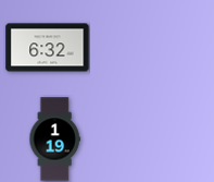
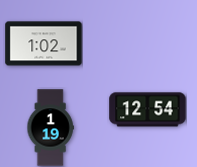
clock at (48, 48): 6:32 -> 1:02
clock at (148, 110): none -> 12:54
